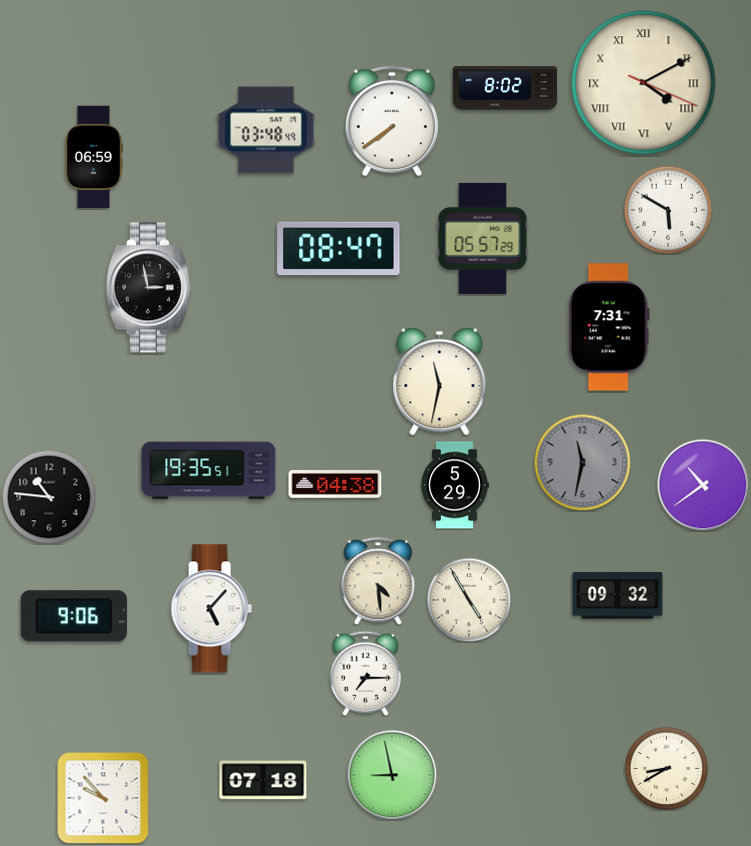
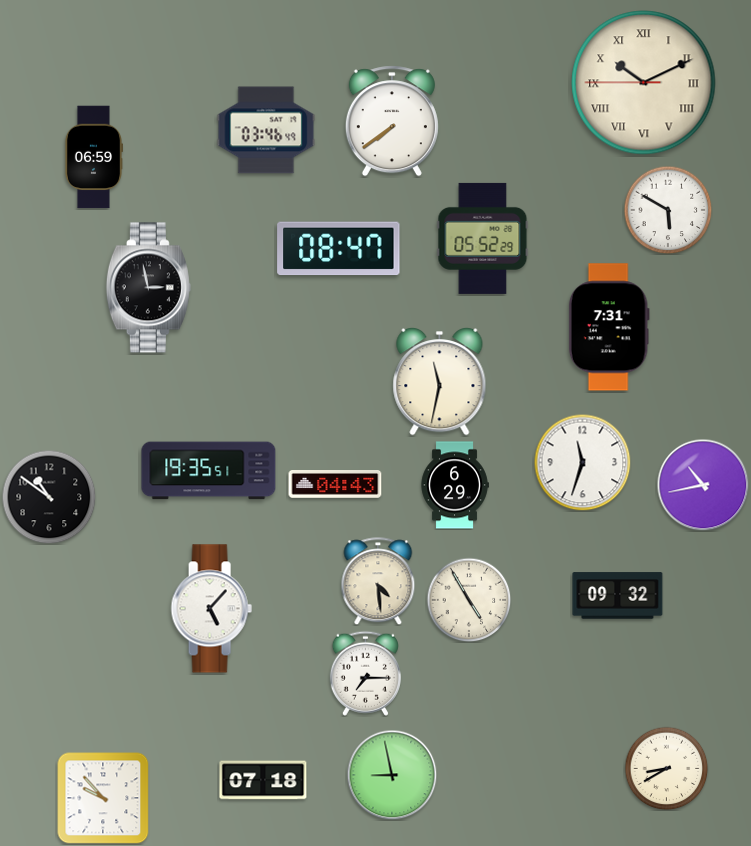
clock at (644, 83): 4:10 -> 10:10
clock at (505, 88): 8:02 -> none
clock at (266, 130): 03:48 -> 03:46
clock at (483, 238): 05:57 -> 05:52
clock at (582, 462): 11:32 -> 11:33
clock at (582, 462) dial: grey -> white
clock at (335, 485): 04:38 -> 04:43
clock at (455, 485): 5:29 -> 6:29
clock at (703, 485): 10:39 -> 10:43
clock at (49, 497): 10:46 -> 10:51
clock at (74, 616): 9:06 -> none
